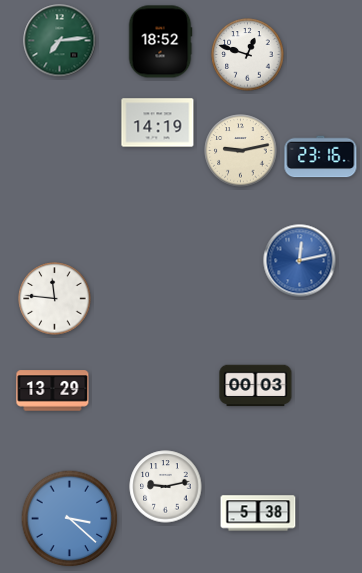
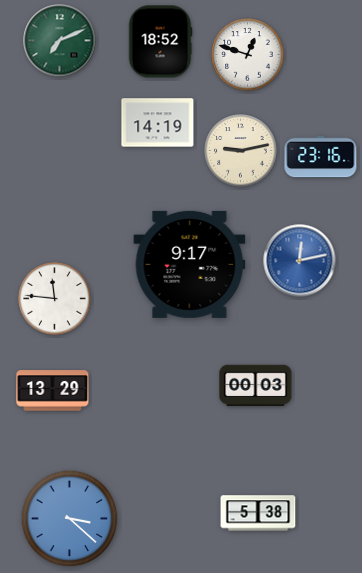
clock at (60, 41): 7:14 -> 7:11
clock at (190, 264): none -> 9:17
clock at (166, 487): 9:13 -> none
